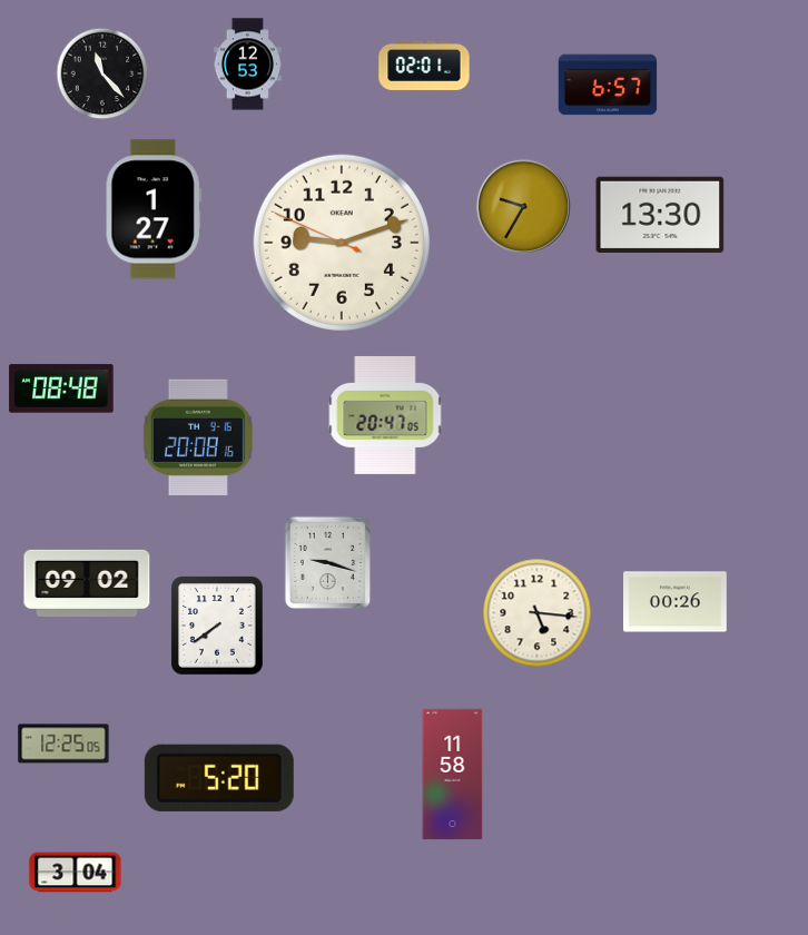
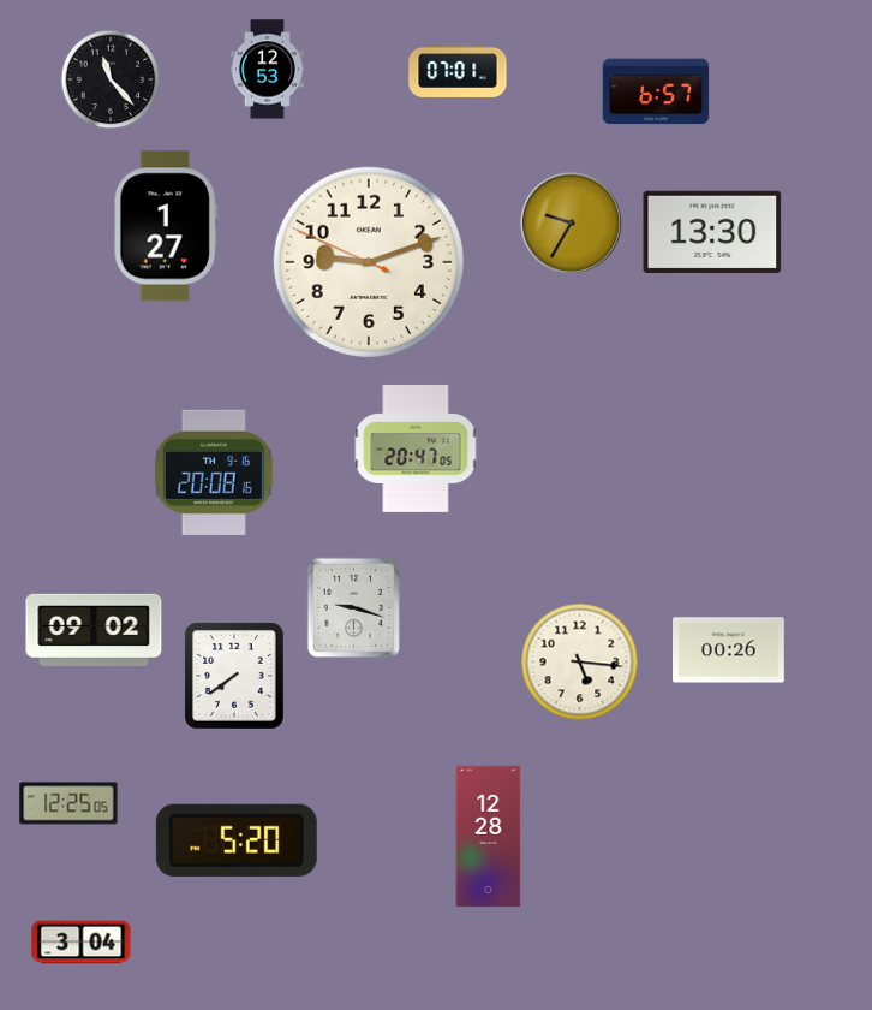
clock at (424, 66): 02:01 -> 07:01
clock at (523, 206) position: (523, 206) -> (571, 222)
clock at (61, 388): 08:48 -> none
clock at (453, 775): 11:58 -> 12:28
